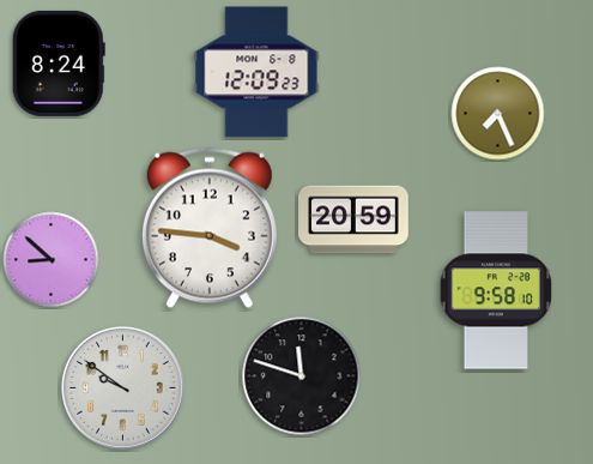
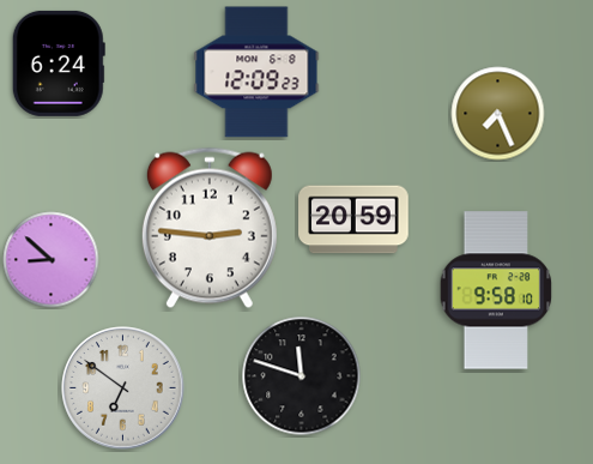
clock at (59, 64): 8:24 -> 6:24
clock at (210, 228): 3:46 -> 2:46
clock at (123, 388): 9:51 -> 6:51
